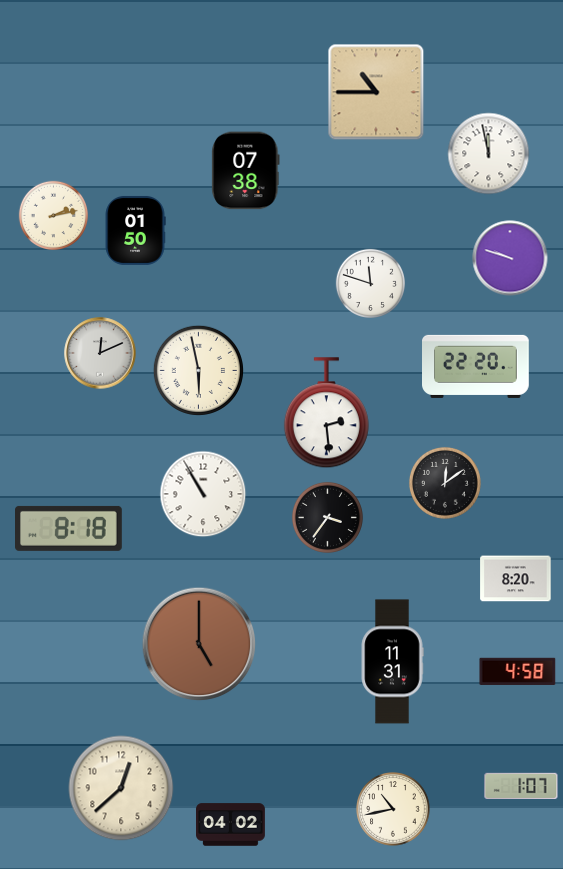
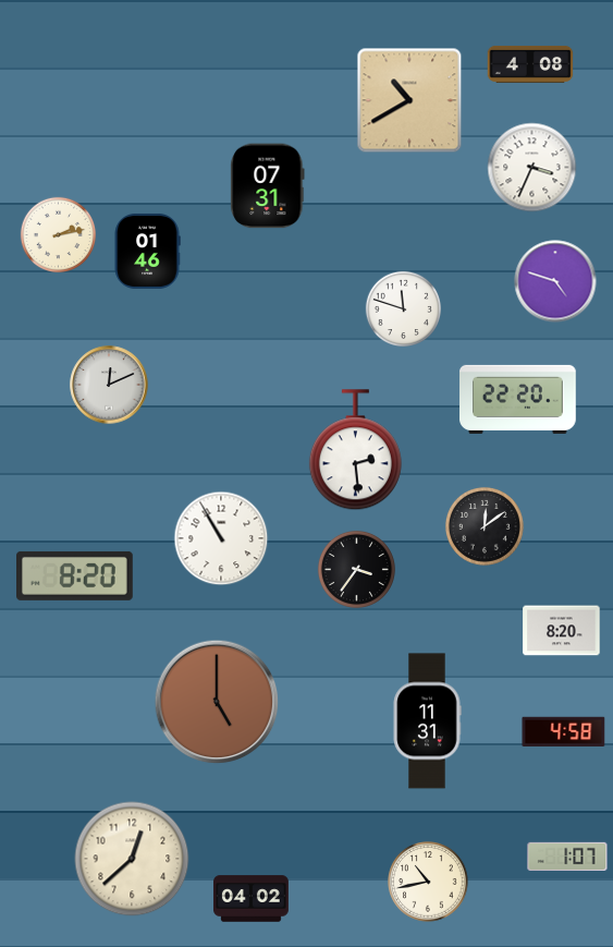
clock at (530, 64): none -> 4:08
clock at (376, 92): 10:45 -> 10:40
clock at (489, 154): 11:58 -> 3:34
clock at (246, 171): 07:38 -> 07:31
clock at (135, 230): 01:50 -> 01:46
clock at (510, 258): 9:48 -> 4:48
clock at (198, 370): 5:58 -> none
clock at (327, 517) position: (327, 517) -> (356, 569)
clock at (69, 528): 8:18 -> 8:20
